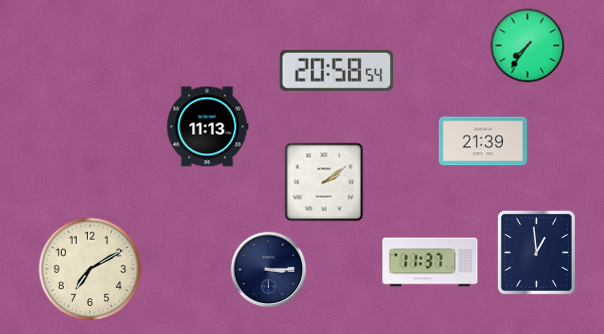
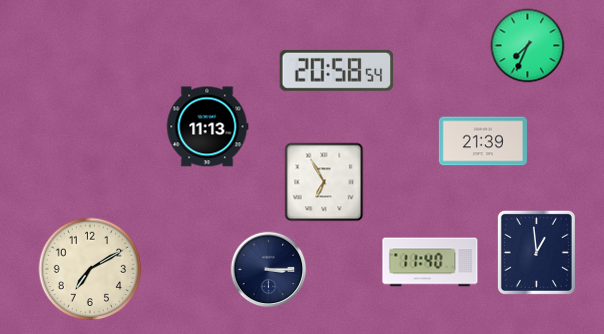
clock at (528, 46): 7:36 -> 7:34
clock at (324, 182): 2:09 -> 6:55
clock at (430, 262): 11:37 -> 11:40
